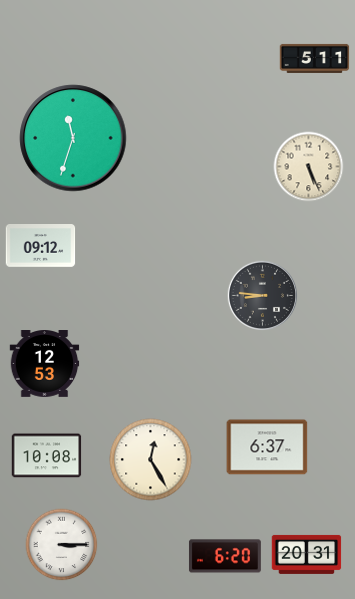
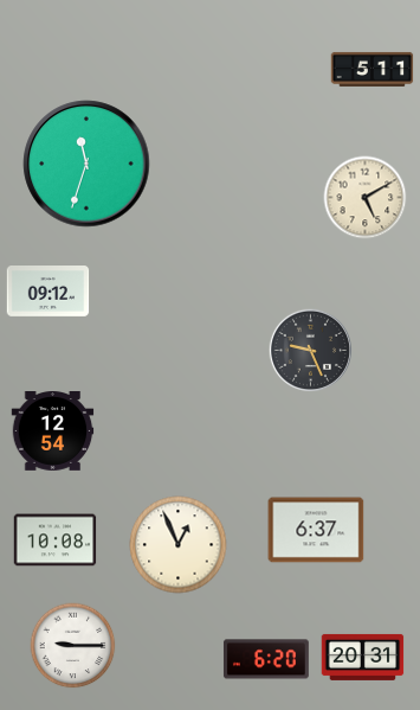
clock at (309, 167): 5:26 -> 5:10
clock at (262, 295): 8:46 -> 9:26
clock at (45, 364): 12:53 -> 12:54
clock at (151, 460): 12:25 -> 12:56
clock at (62, 545): 3:15 -> 9:15
